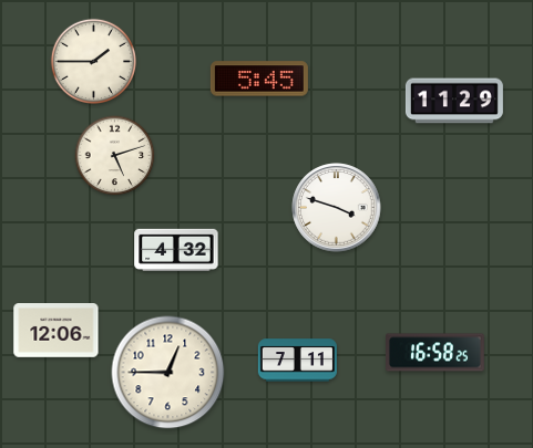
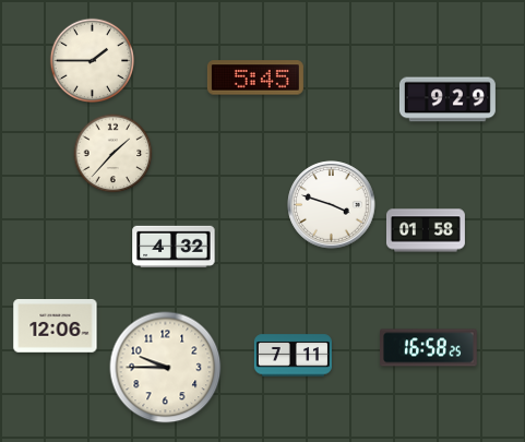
clock at (454, 101): 11:29 -> 9:29
clock at (115, 156): 5:12 -> 1:37
clock at (426, 230): none -> 01:58
clock at (168, 373): 12:45 -> 9:45
